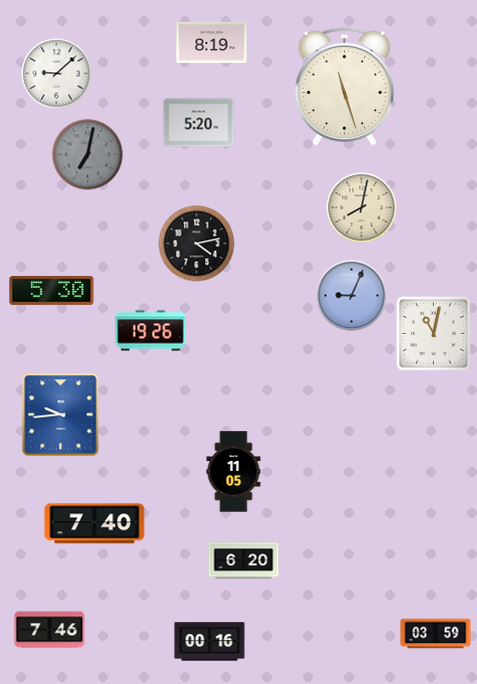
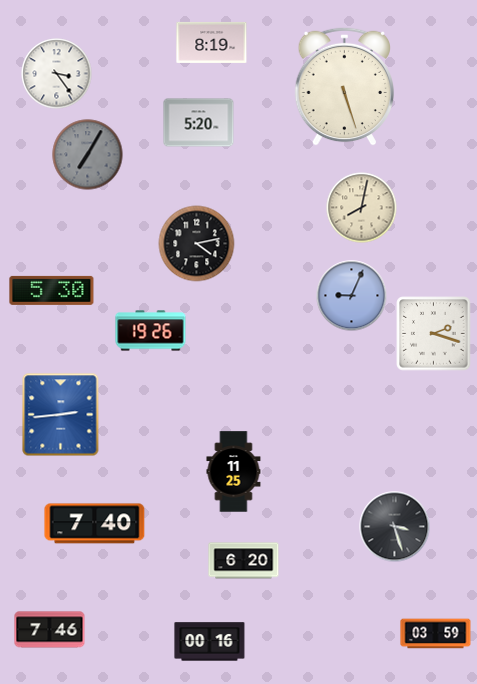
clock at (57, 74): 9:08 -> 3:24
clock at (344, 86): 11:27 -> 5:27
clock at (88, 155): 7:02 -> 7:05
clock at (434, 334): 11:02 -> 2:18
clock at (61, 415): 9:44 -> 2:44
clock at (234, 472): 11:05 -> 11:25
clock at (395, 527): none -> 3:27
